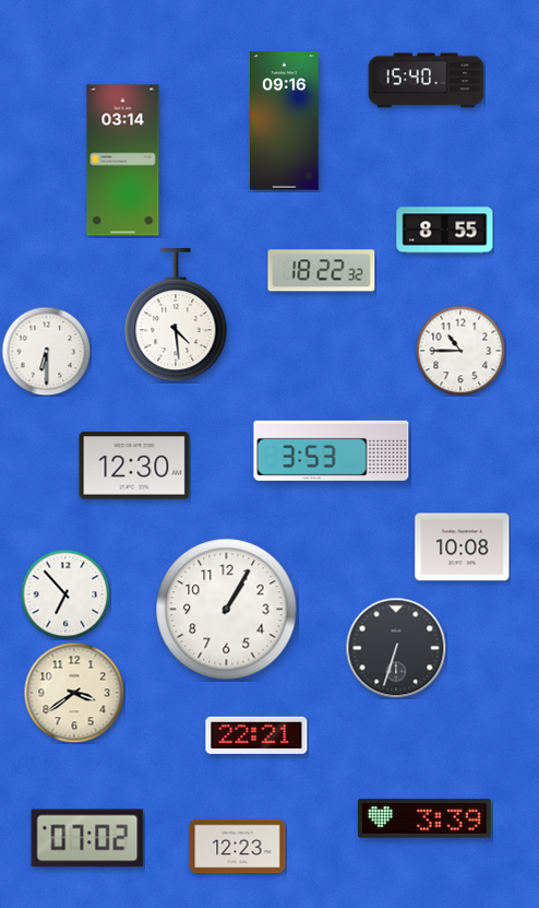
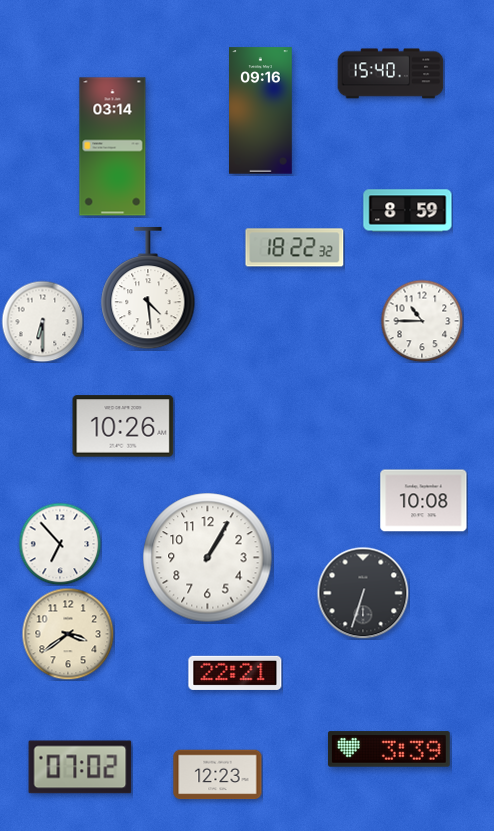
clock at (445, 231): 8:55 -> 8:59
clock at (176, 315) position: (176, 315) -> (148, 288)
clock at (332, 450): 3:53 -> none
clock at (134, 465): 12:30 -> 10:26
